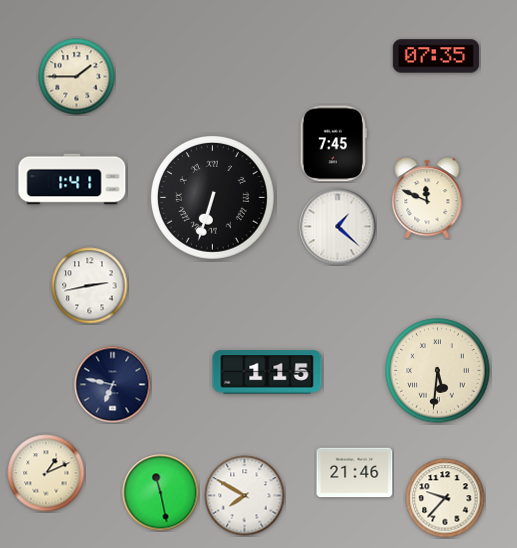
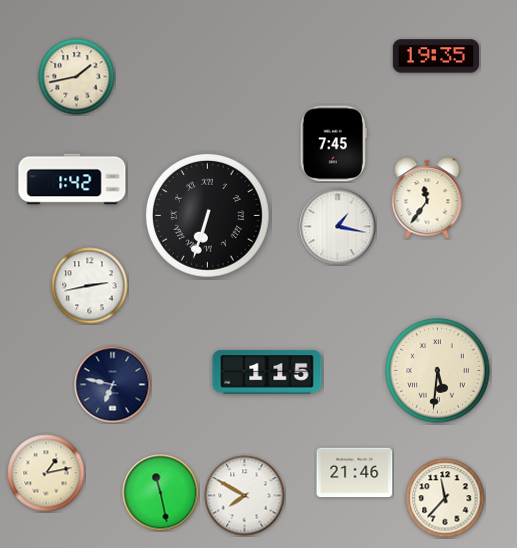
clock at (435, 56): 07:35 -> 19:35
clock at (77, 77): 1:45 -> 1:43
clock at (72, 179): 1:41 -> 1:42
clock at (213, 198) position: (213, 198) -> (208, 216)
clock at (427, 198): 11:49 -> 11:36
clock at (338, 227): 1:22 -> 1:17
clock at (46, 473): 1:11 -> 1:13
clock at (445, 498): 9:37 -> 11:37
